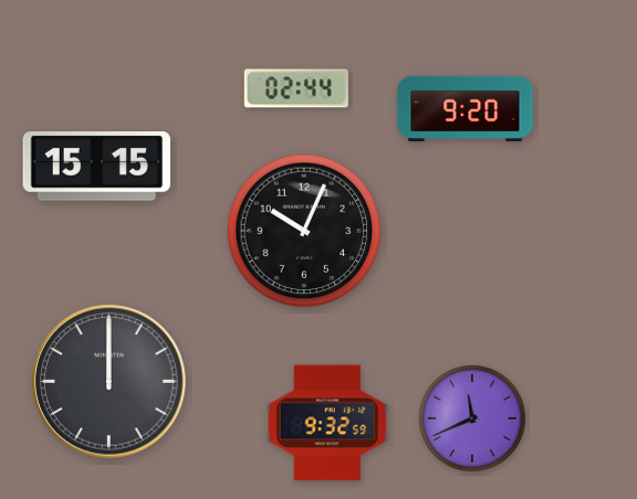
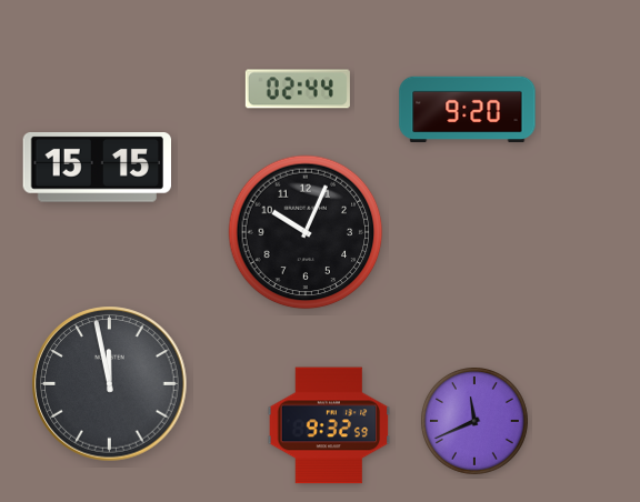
clock at (109, 382): 12:00 -> 11:58
